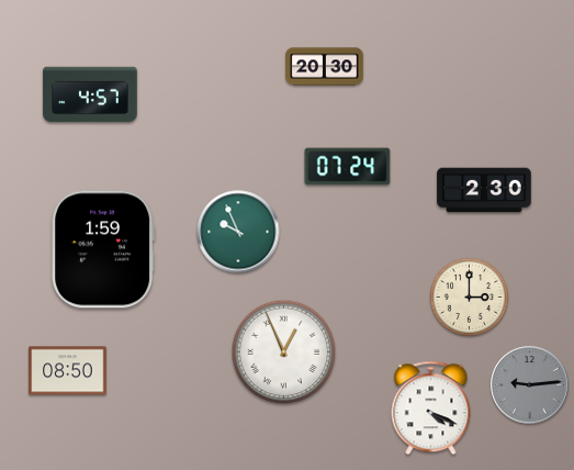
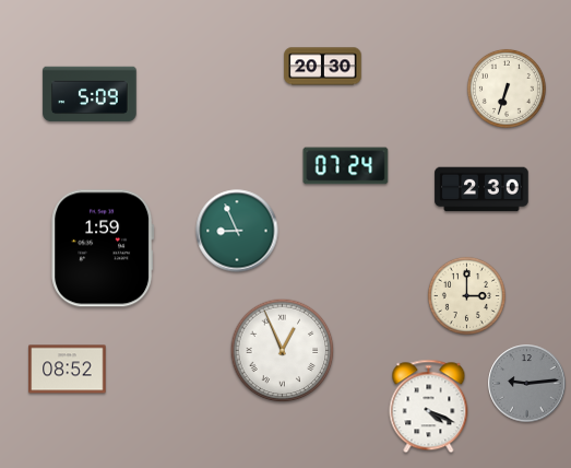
clock at (507, 89): none -> 6:33
clock at (90, 94): 4:57 -> 5:09
clock at (238, 232): 9:56 -> 8:56
clock at (68, 371): 08:50 -> 08:52
